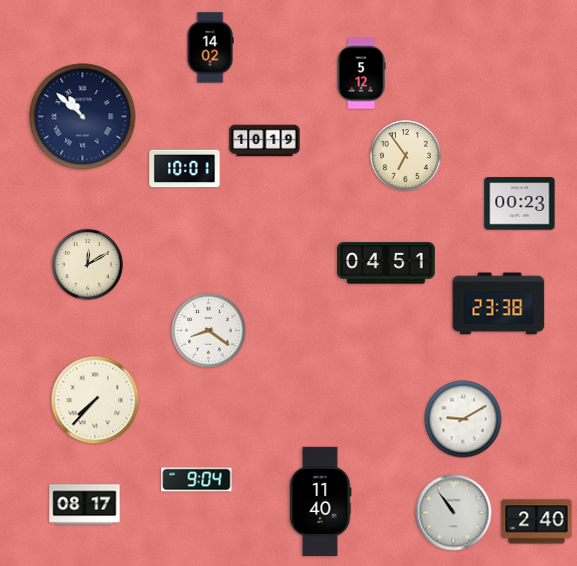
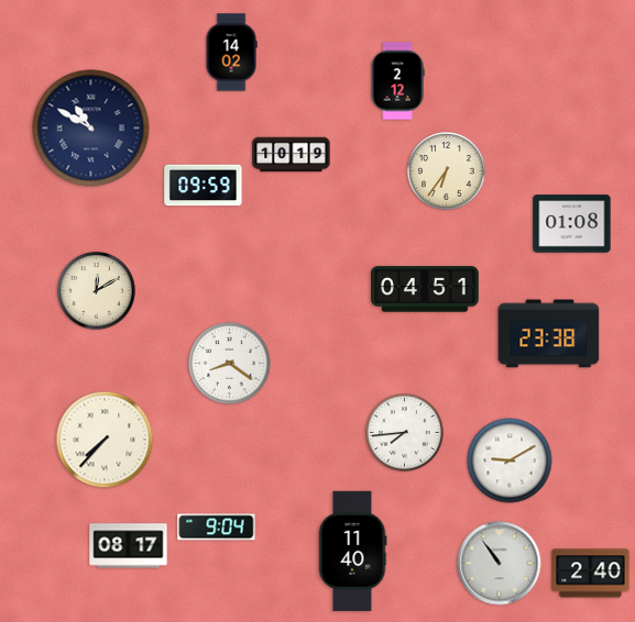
clock at (361, 74): 5:12 -> 2:12
clock at (83, 117): 10:52 -> 10:50
clock at (406, 156): 6:54 -> 6:36
clock at (185, 169): 10:01 -> 09:59
clock at (520, 204): 00:23 -> 01:08
clock at (405, 433): none -> 7:44
clock at (85, 505) position: (85, 505) -> (129, 546)
